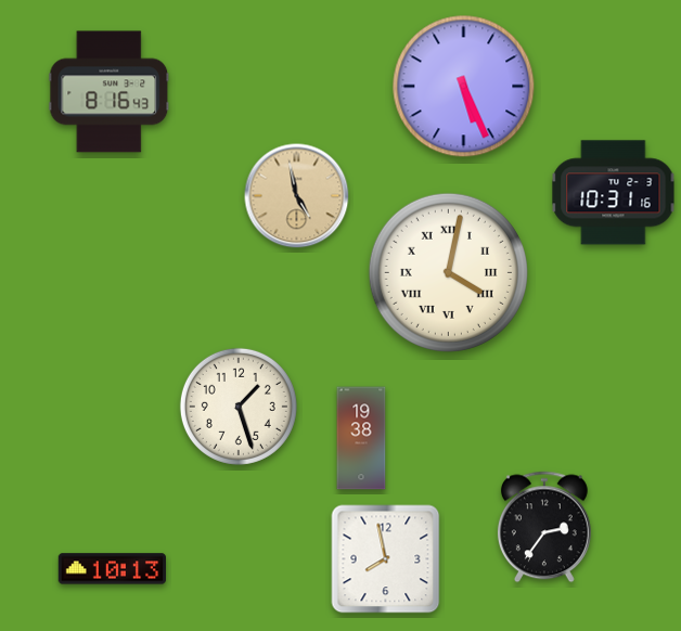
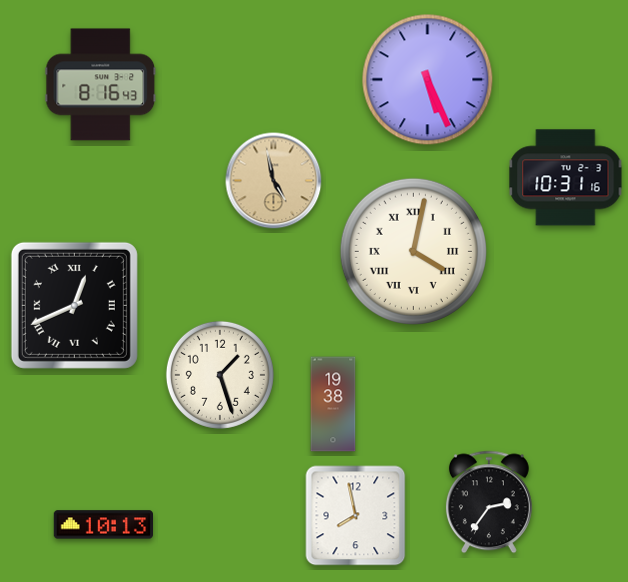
clock at (74, 305): none -> 12:41
clock at (544, 527) position: (544, 527) -> (489, 502)
